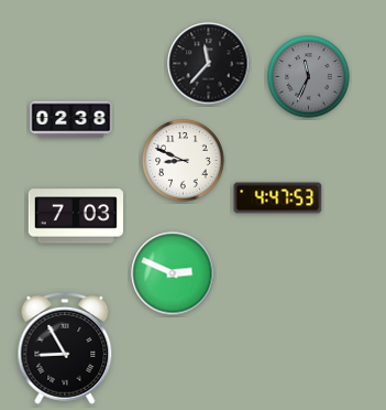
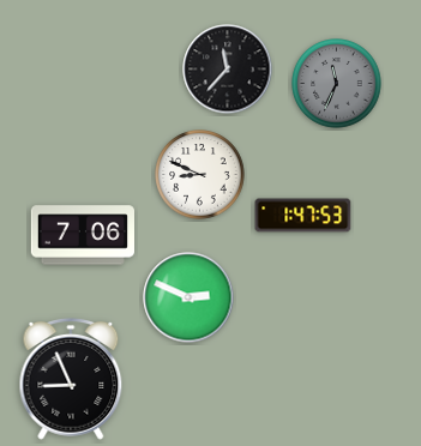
clock at (71, 120): 02:38 -> none
clock at (278, 198): 4:47 -> 1:47
clock at (75, 216): 7:03 -> 7:06
clock at (65, 349): 8:55 -> 8:56
